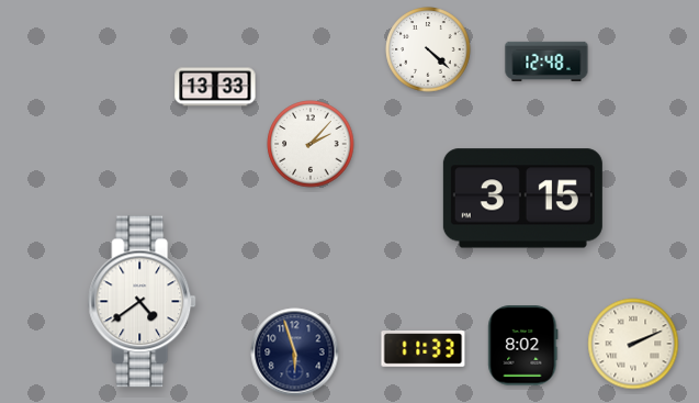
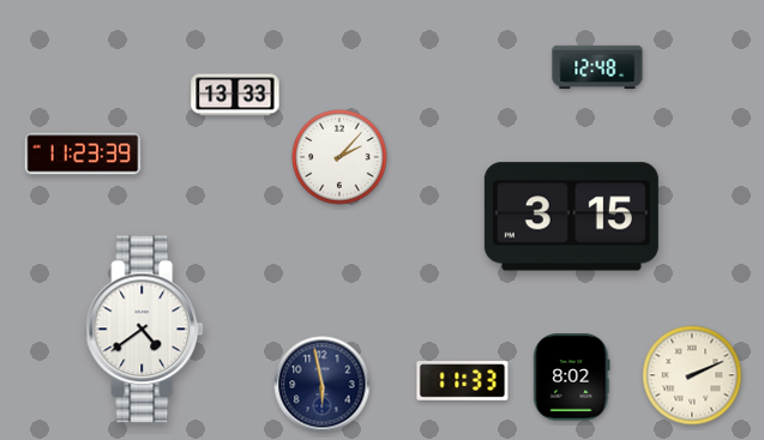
clock at (428, 49): 4:22 -> none
clock at (83, 153): none -> 11:23
clock at (143, 302) position: (143, 302) -> (145, 330)
clock at (295, 352): 5:57 -> 5:58
